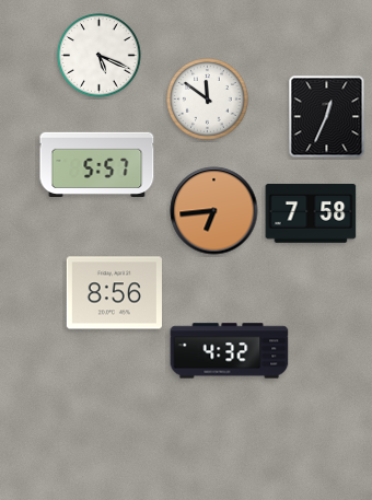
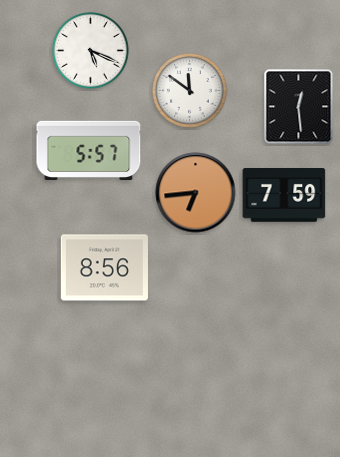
clock at (327, 117): 12:34 -> 12:29
clock at (311, 214): 7:58 -> 7:59
clock at (230, 351): 4:32 -> none
